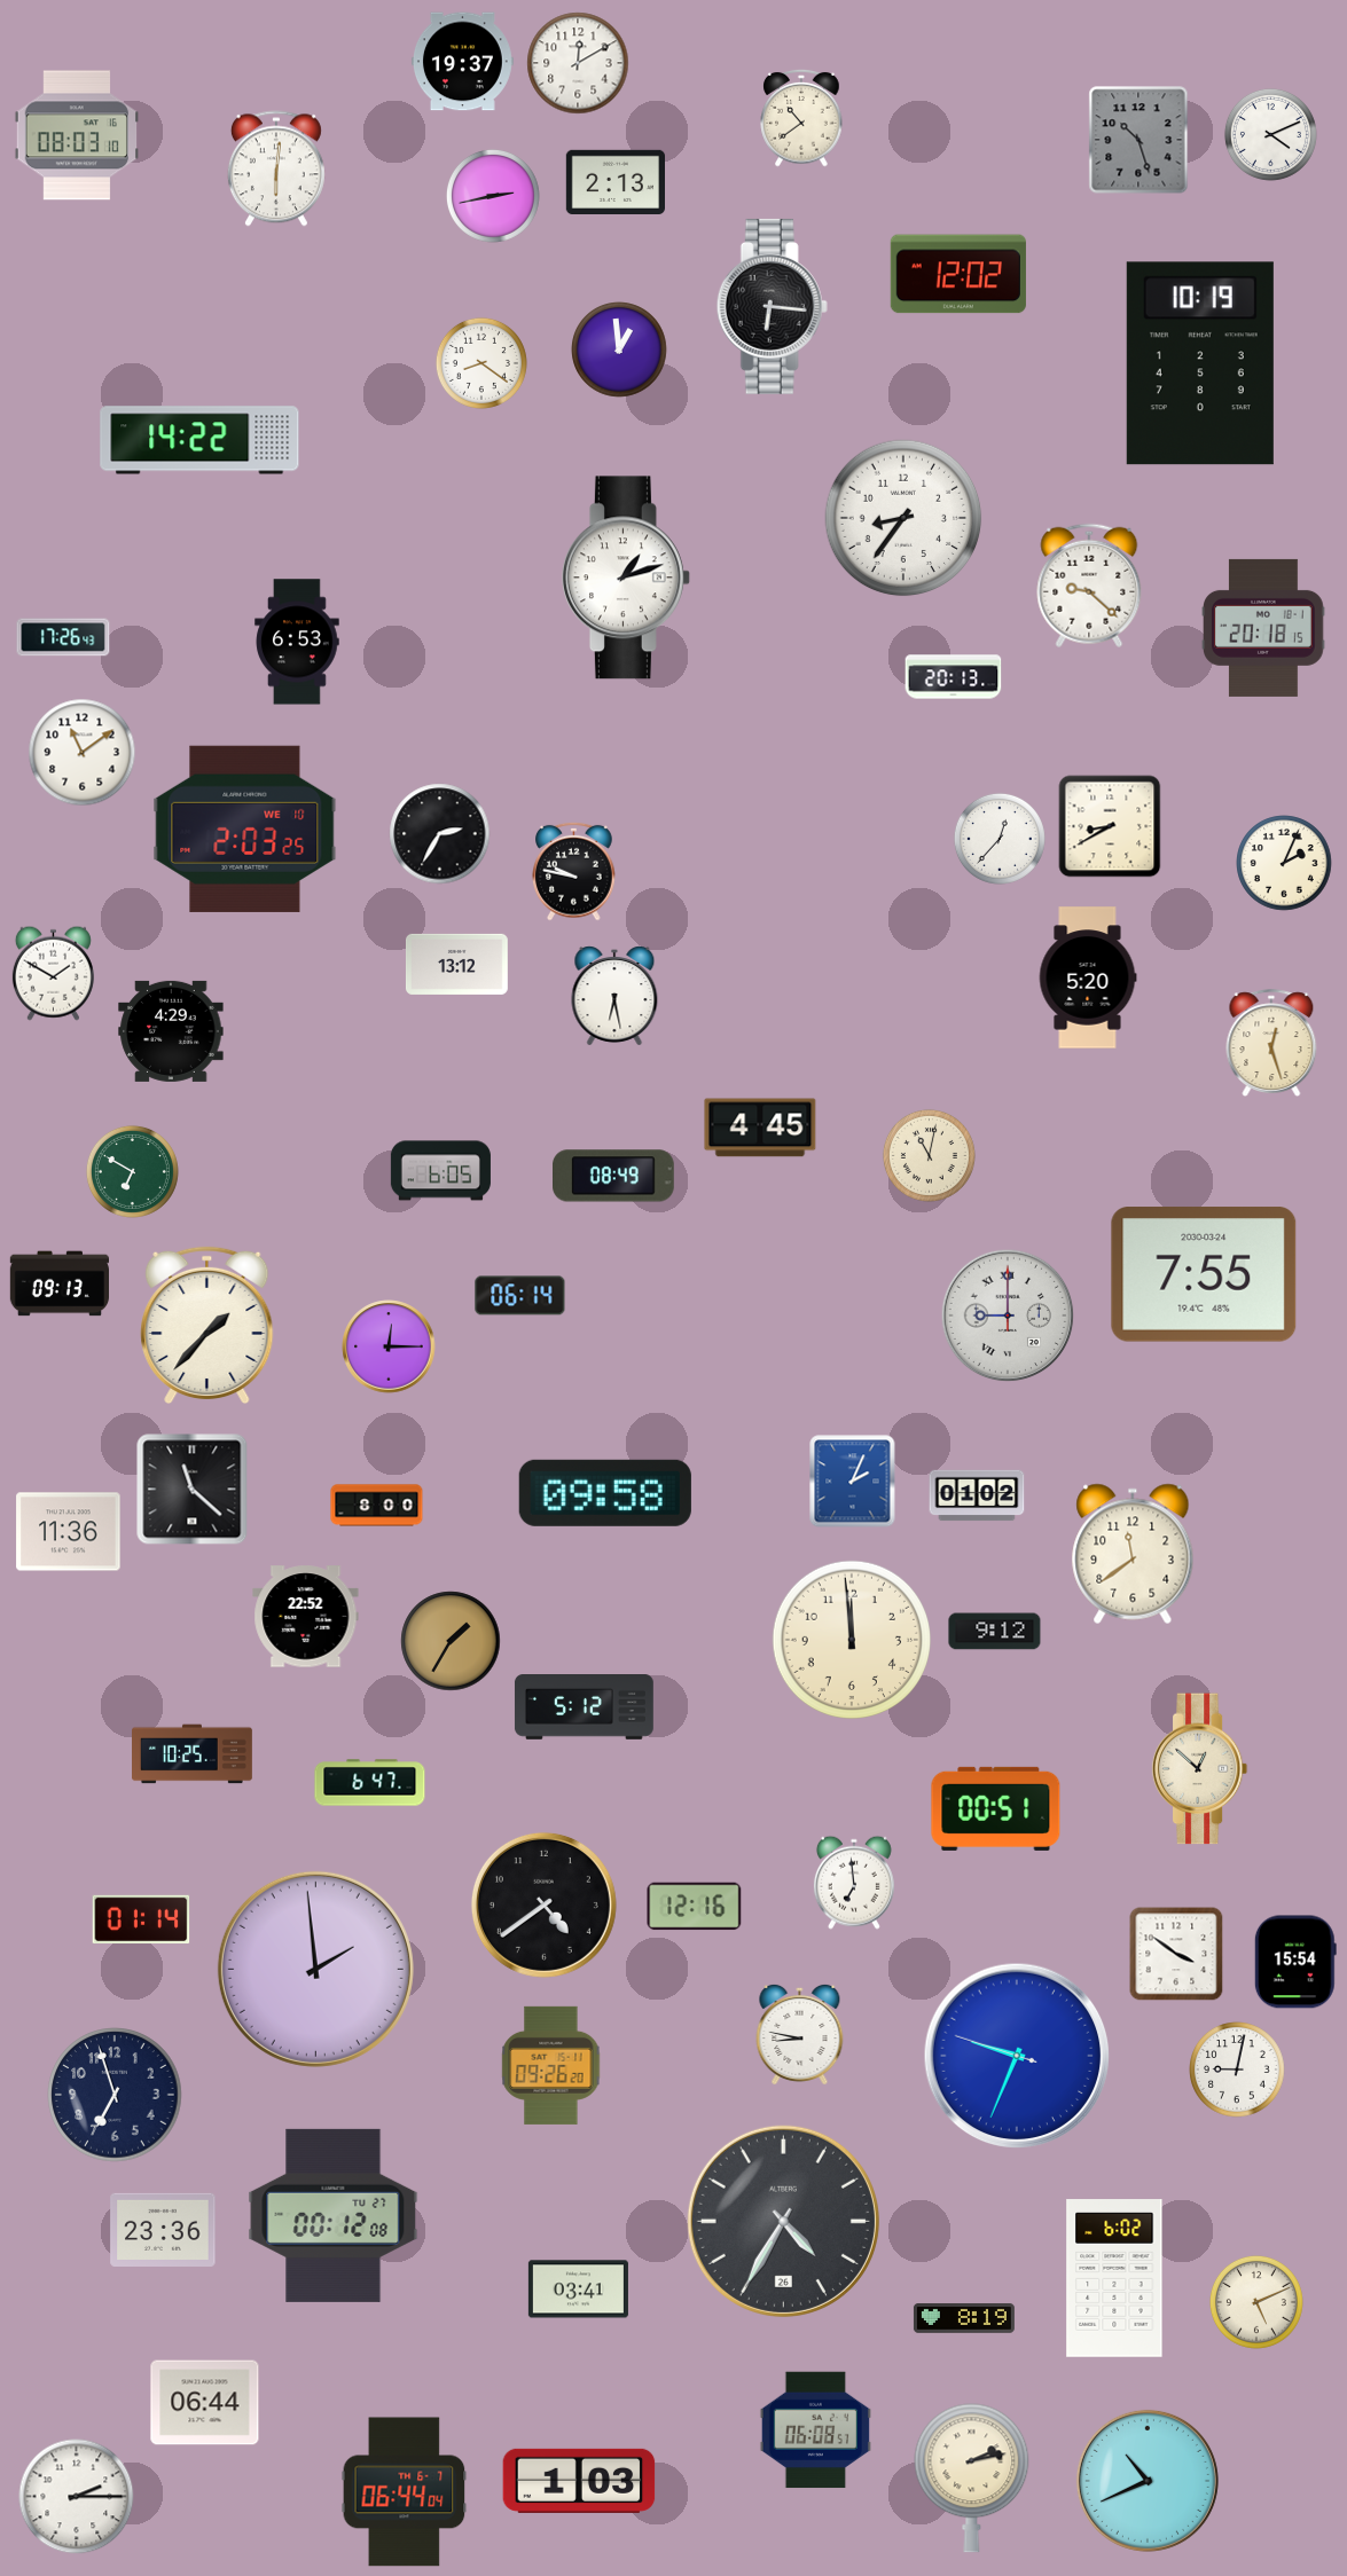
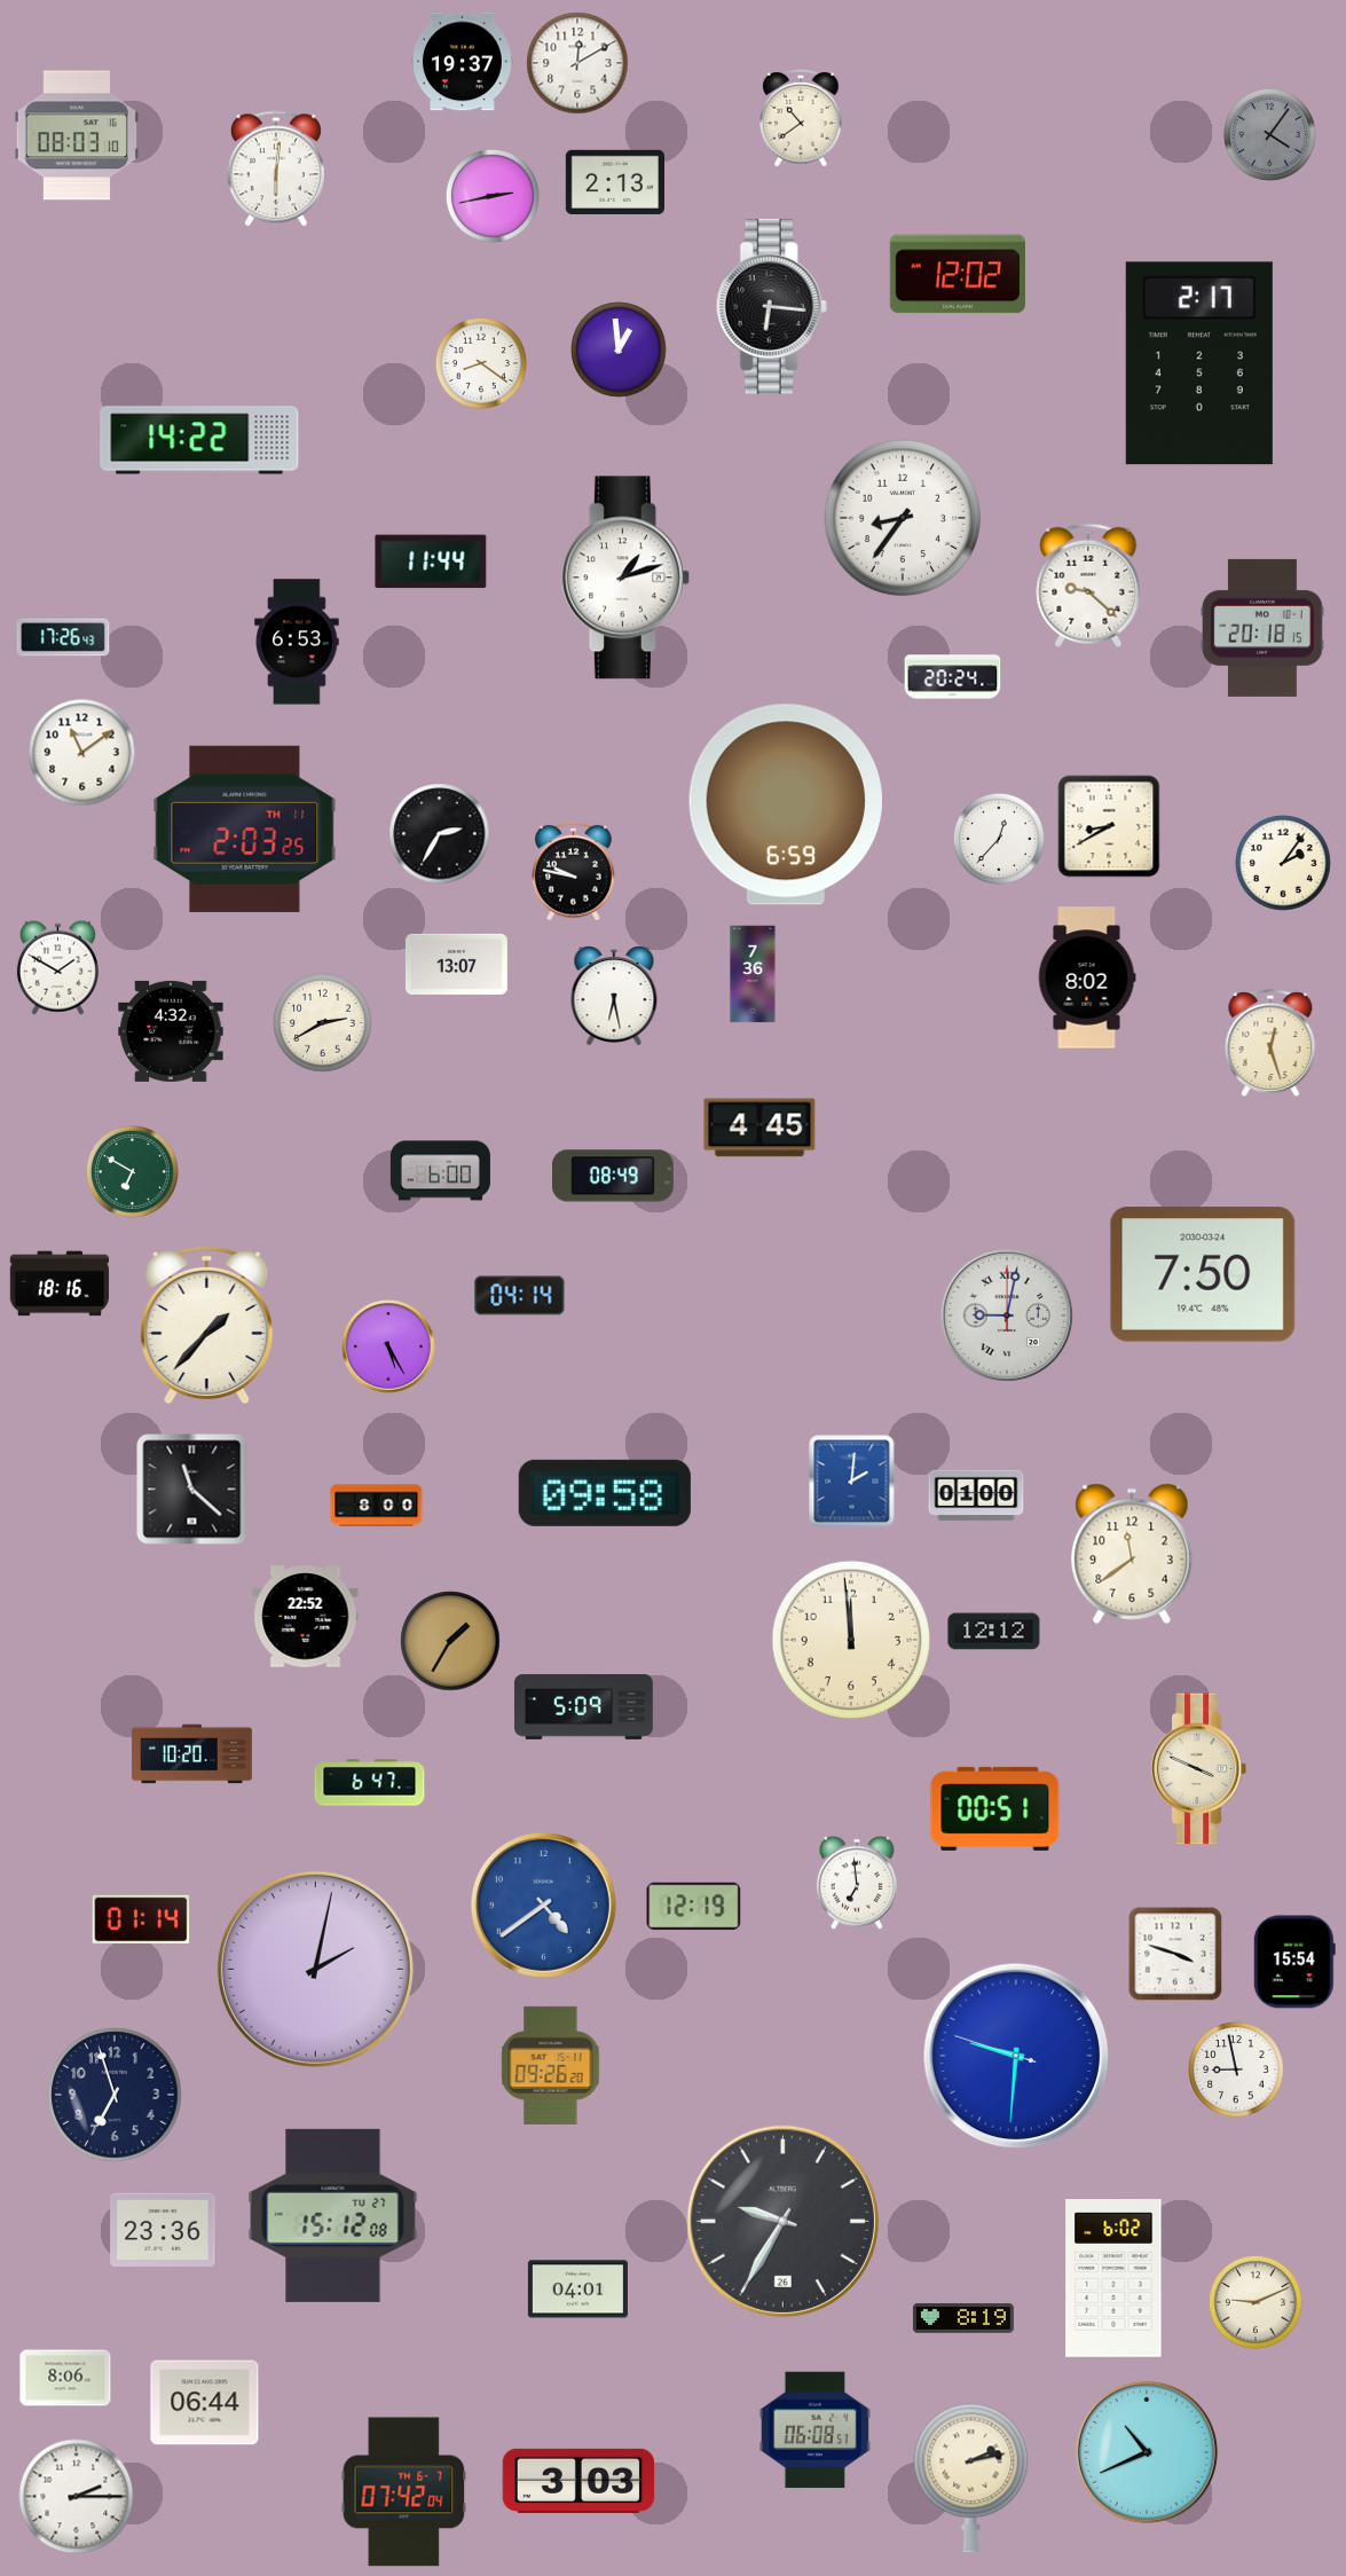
clock at (1270, 134): 4:11 -> 4:06
clock at (1270, 134) dial: white -> grey
clock at (1138, 140): 10:27 -> none
clock at (1200, 363): 10:19 -> 2:17
clock at (431, 561): none -> 11:44
clock at (954, 677): 20:13 -> 20:24
clock at (785, 804): none -> 6:59
clock at (245, 828) date: WE 10 -> TH 11
clock at (1284, 863): 2:04 -> 2:06
clock at (456, 964): 13:12 -> 13:07
clock at (53, 973) position: (53, 973) -> (57, 967)
clock at (753, 974): none -> 7:36
clock at (1088, 977): 5:20 -> 8:02
clock at (323, 1023): none -> 2:40
clock at (171, 1031): 4:29 -> 4:32
clock at (929, 1155): 11:02 -> none
clock at (440, 1171): 6:05 -> 6:00
clock at (1204, 1274): 7:55 -> 7:50
clock at (58, 1283): 09:13 -> 18:16
clock at (520, 1296): 06:14 -> 04:14
clock at (1008, 1316): 9:00 -> 9:02
clock at (389, 1346): 12:15 -> 5:25
clock at (853, 1482): 2:04 -> 2:01
clock at (977, 1495): 01:02 -> 01:00
clock at (69, 1532): 11:36 -> none
clock at (995, 1632): 9:12 -> 12:12
clock at (585, 1707): 5:12 -> 5:09
clock at (193, 1754): 10:25 -> 10:20
clock at (1200, 1769): 12:52 -> 3:49
clock at (854, 1883) position: (854, 1883) -> (857, 1883)
clock at (543, 1904) dial: black -> blue
clock at (695, 1907): 12:16 -> 12:19
clock at (1176, 1954): 3:51 -> 3:48
clock at (315, 1969): 1:59 -> 2:02
clock at (800, 2034): 8:47 -> none
clock at (1017, 2056): 9:33 -> 9:30
clock at (1237, 2070): 9:02 -> 8:58
clock at (334, 2215): 00:12 -> 15:12
clock at (783, 2221): 4:35 -> 9:35
clock at (578, 2290): 03:41 -> 04:01
clock at (1256, 2302): 5:11 -> 9:11
clock at (65, 2378): none -> 8:06
clock at (579, 2481): 1:03 -> 3:03
clock at (1148, 2481) position: (1148, 2481) -> (1147, 2452)
clock at (405, 2492): 06:44 -> 07:42
